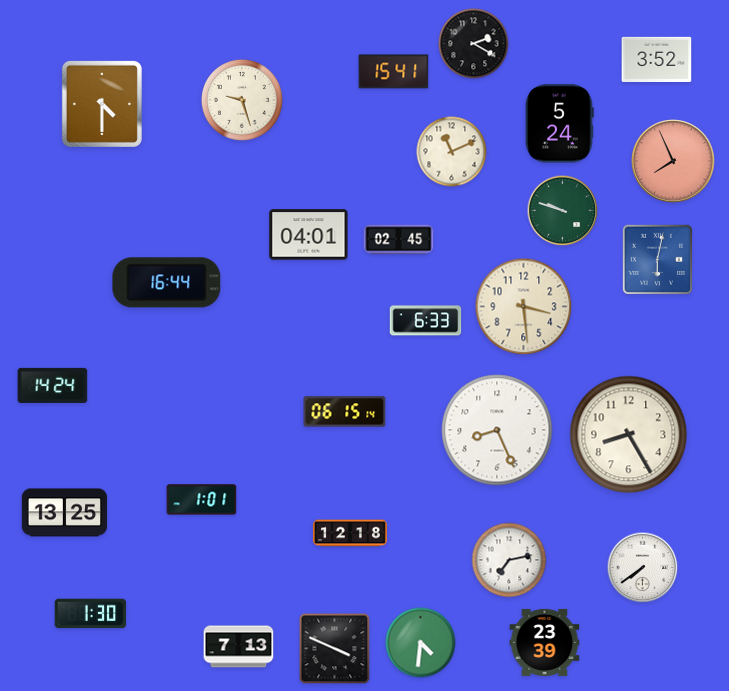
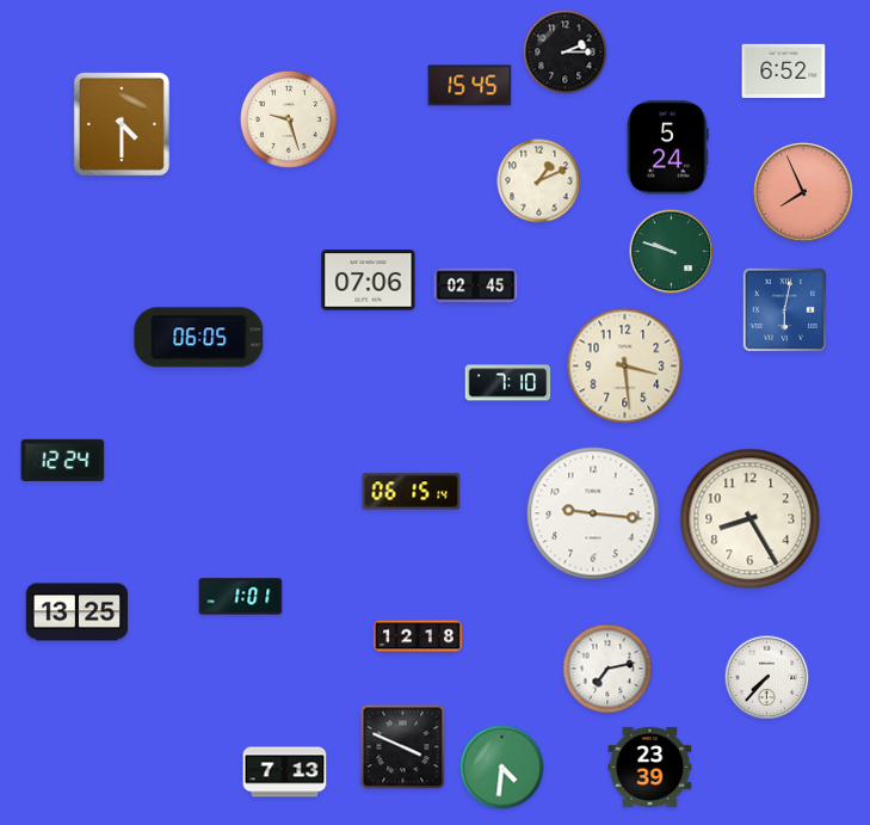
clock at (474, 44): 2:20 -> 2:15
clock at (657, 59): 3:52 -> 6:52
clock at (394, 72): 15:41 -> 15:45
clock at (452, 152): 11:11 -> 1:11
clock at (309, 235): 04:01 -> 07:06
clock at (167, 283): 16:44 -> 06:05
clock at (426, 321): 6:33 -> 7:10
clock at (53, 385): 14:24 -> 12:24
clock at (497, 430): 8:26 -> 9:16
clock at (643, 568): 7:39 -> 7:37
clock at (91, 614): 1:30 -> none
clock at (335, 649) position: (335, 649) -> (403, 747)
